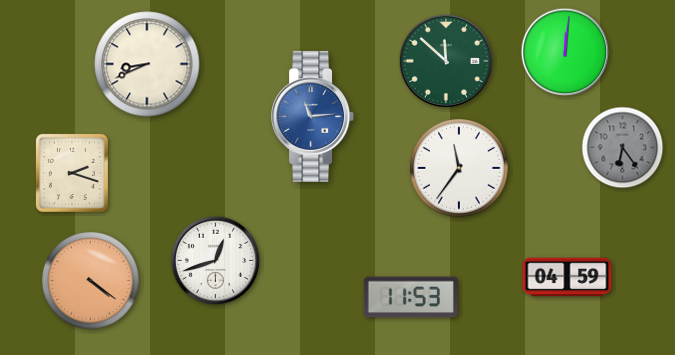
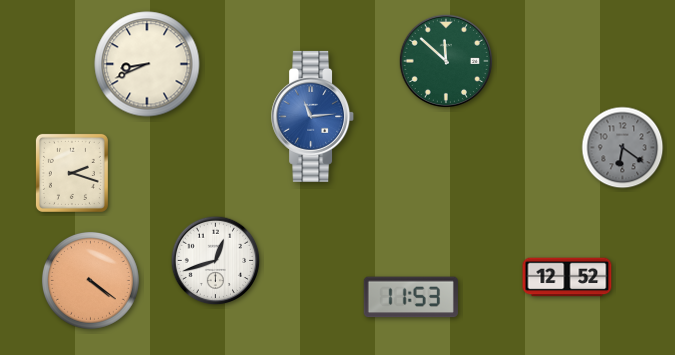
clock at (565, 52): 12:01 -> none
clock at (623, 148): 6:24 -> 6:21
clock at (460, 169): 11:36 -> none
clock at (567, 277): 04:59 -> 12:52
